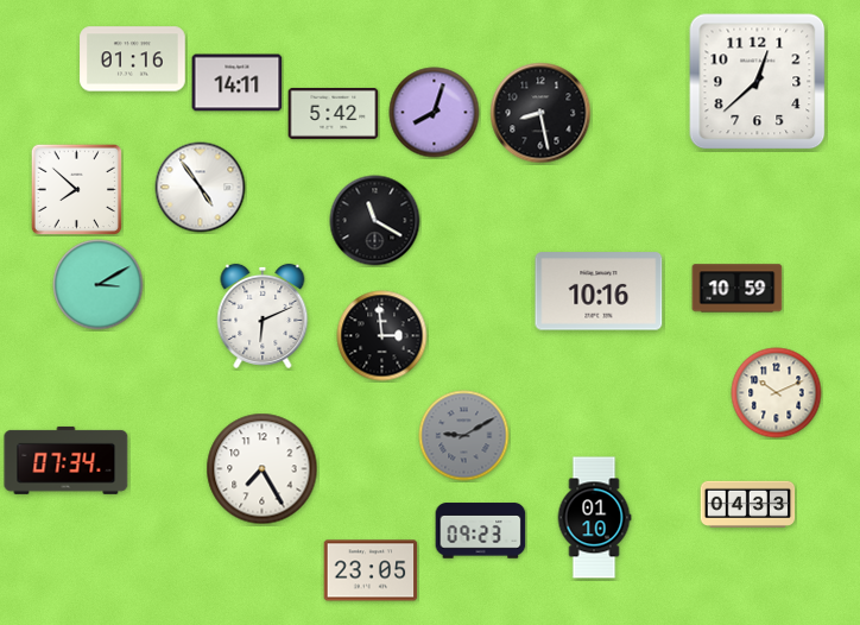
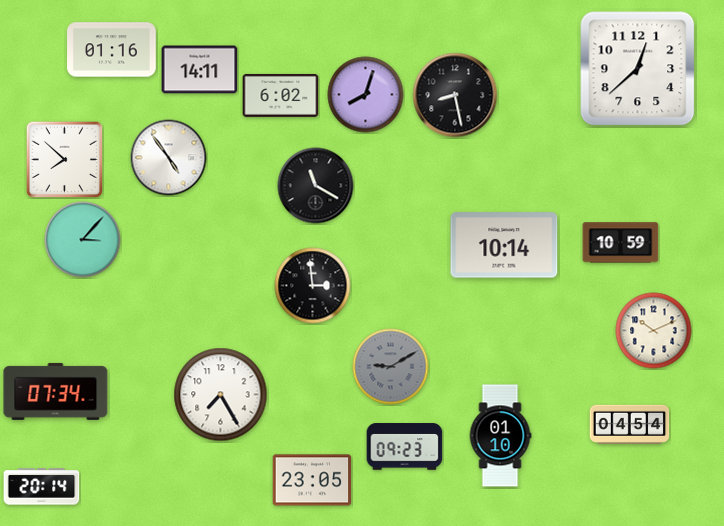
clock at (334, 113): 5:42 -> 6:02
clock at (99, 285): 3:10 -> 3:07
clock at (599, 291): 10:16 -> 10:14
clock at (263, 316): 6:11 -> none
clock at (382, 336) position: (382, 336) -> (313, 286)
clock at (67, 460) position: (67, 460) -> (56, 391)
clock at (748, 504): 04:33 -> 04:54
clock at (42, 487): none -> 20:14
